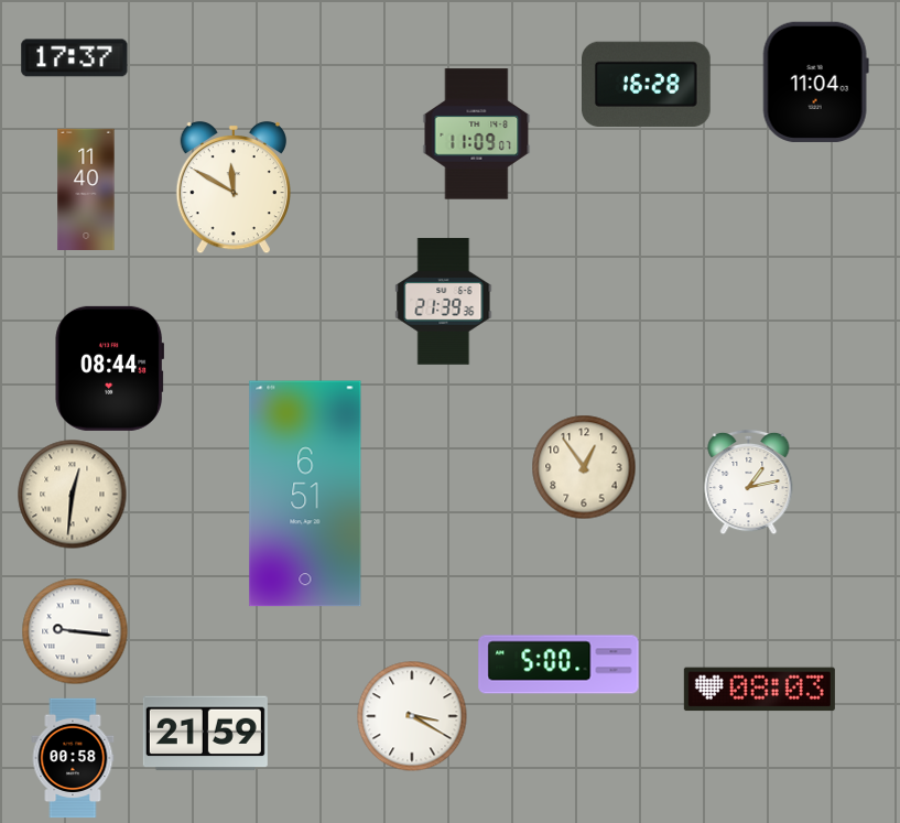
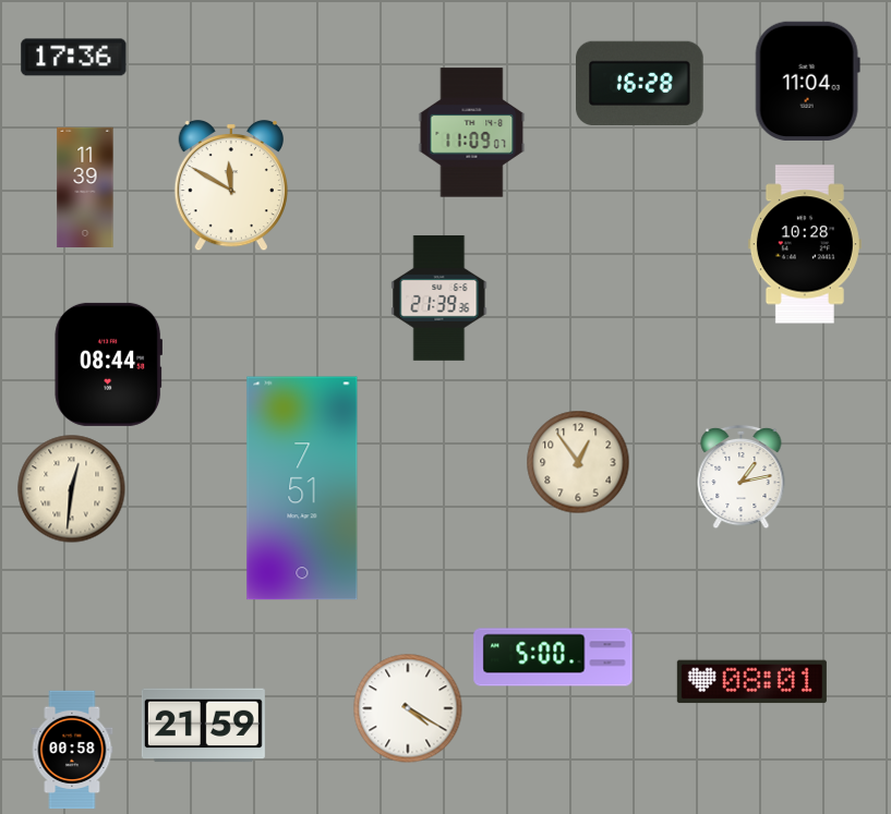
clock at (75, 58): 17:37 -> 17:36
clock at (86, 188): 11:40 -> 11:39
clock at (805, 244): none -> 10:28
clock at (305, 494): 6:51 -> 7:51
clock at (75, 631): 9:16 -> none
clock at (759, 690): 08:03 -> 08:01
clock at (412, 716): 3:20 -> 4:20
